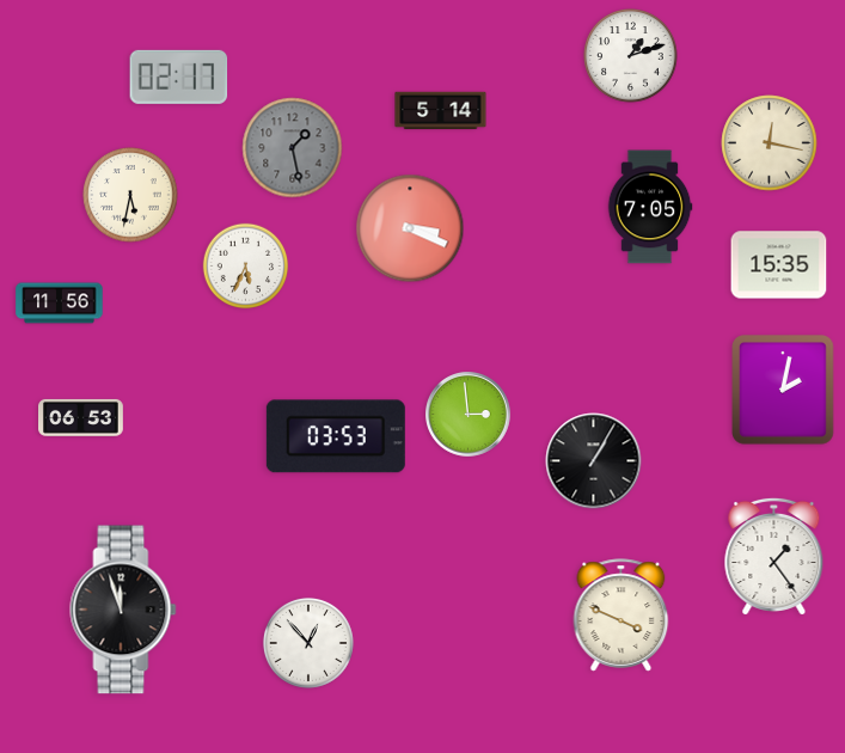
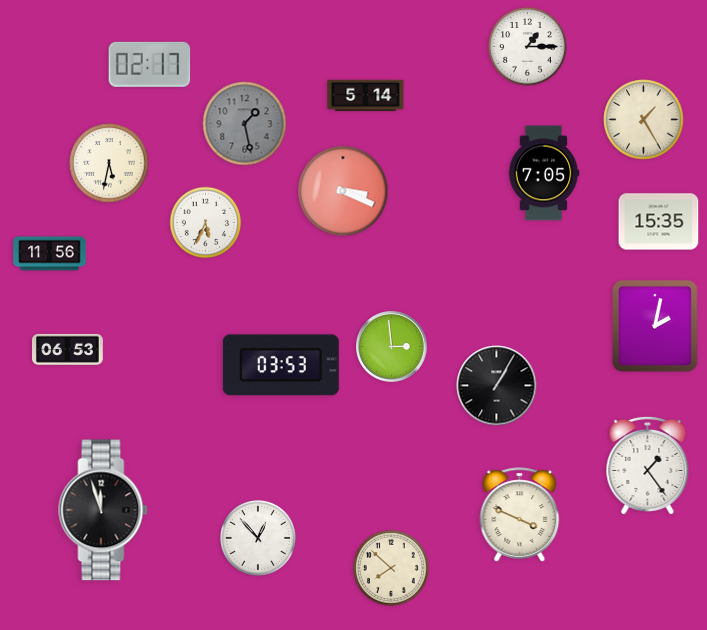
clock at (631, 56): 1:12 -> 1:15
clock at (441, 111) position: (441, 111) -> (366, 96)
clock at (770, 143): 12:17 -> 1:25
clock at (779, 265) position: (779, 265) -> (659, 222)
clock at (391, 568): none -> 7:52
